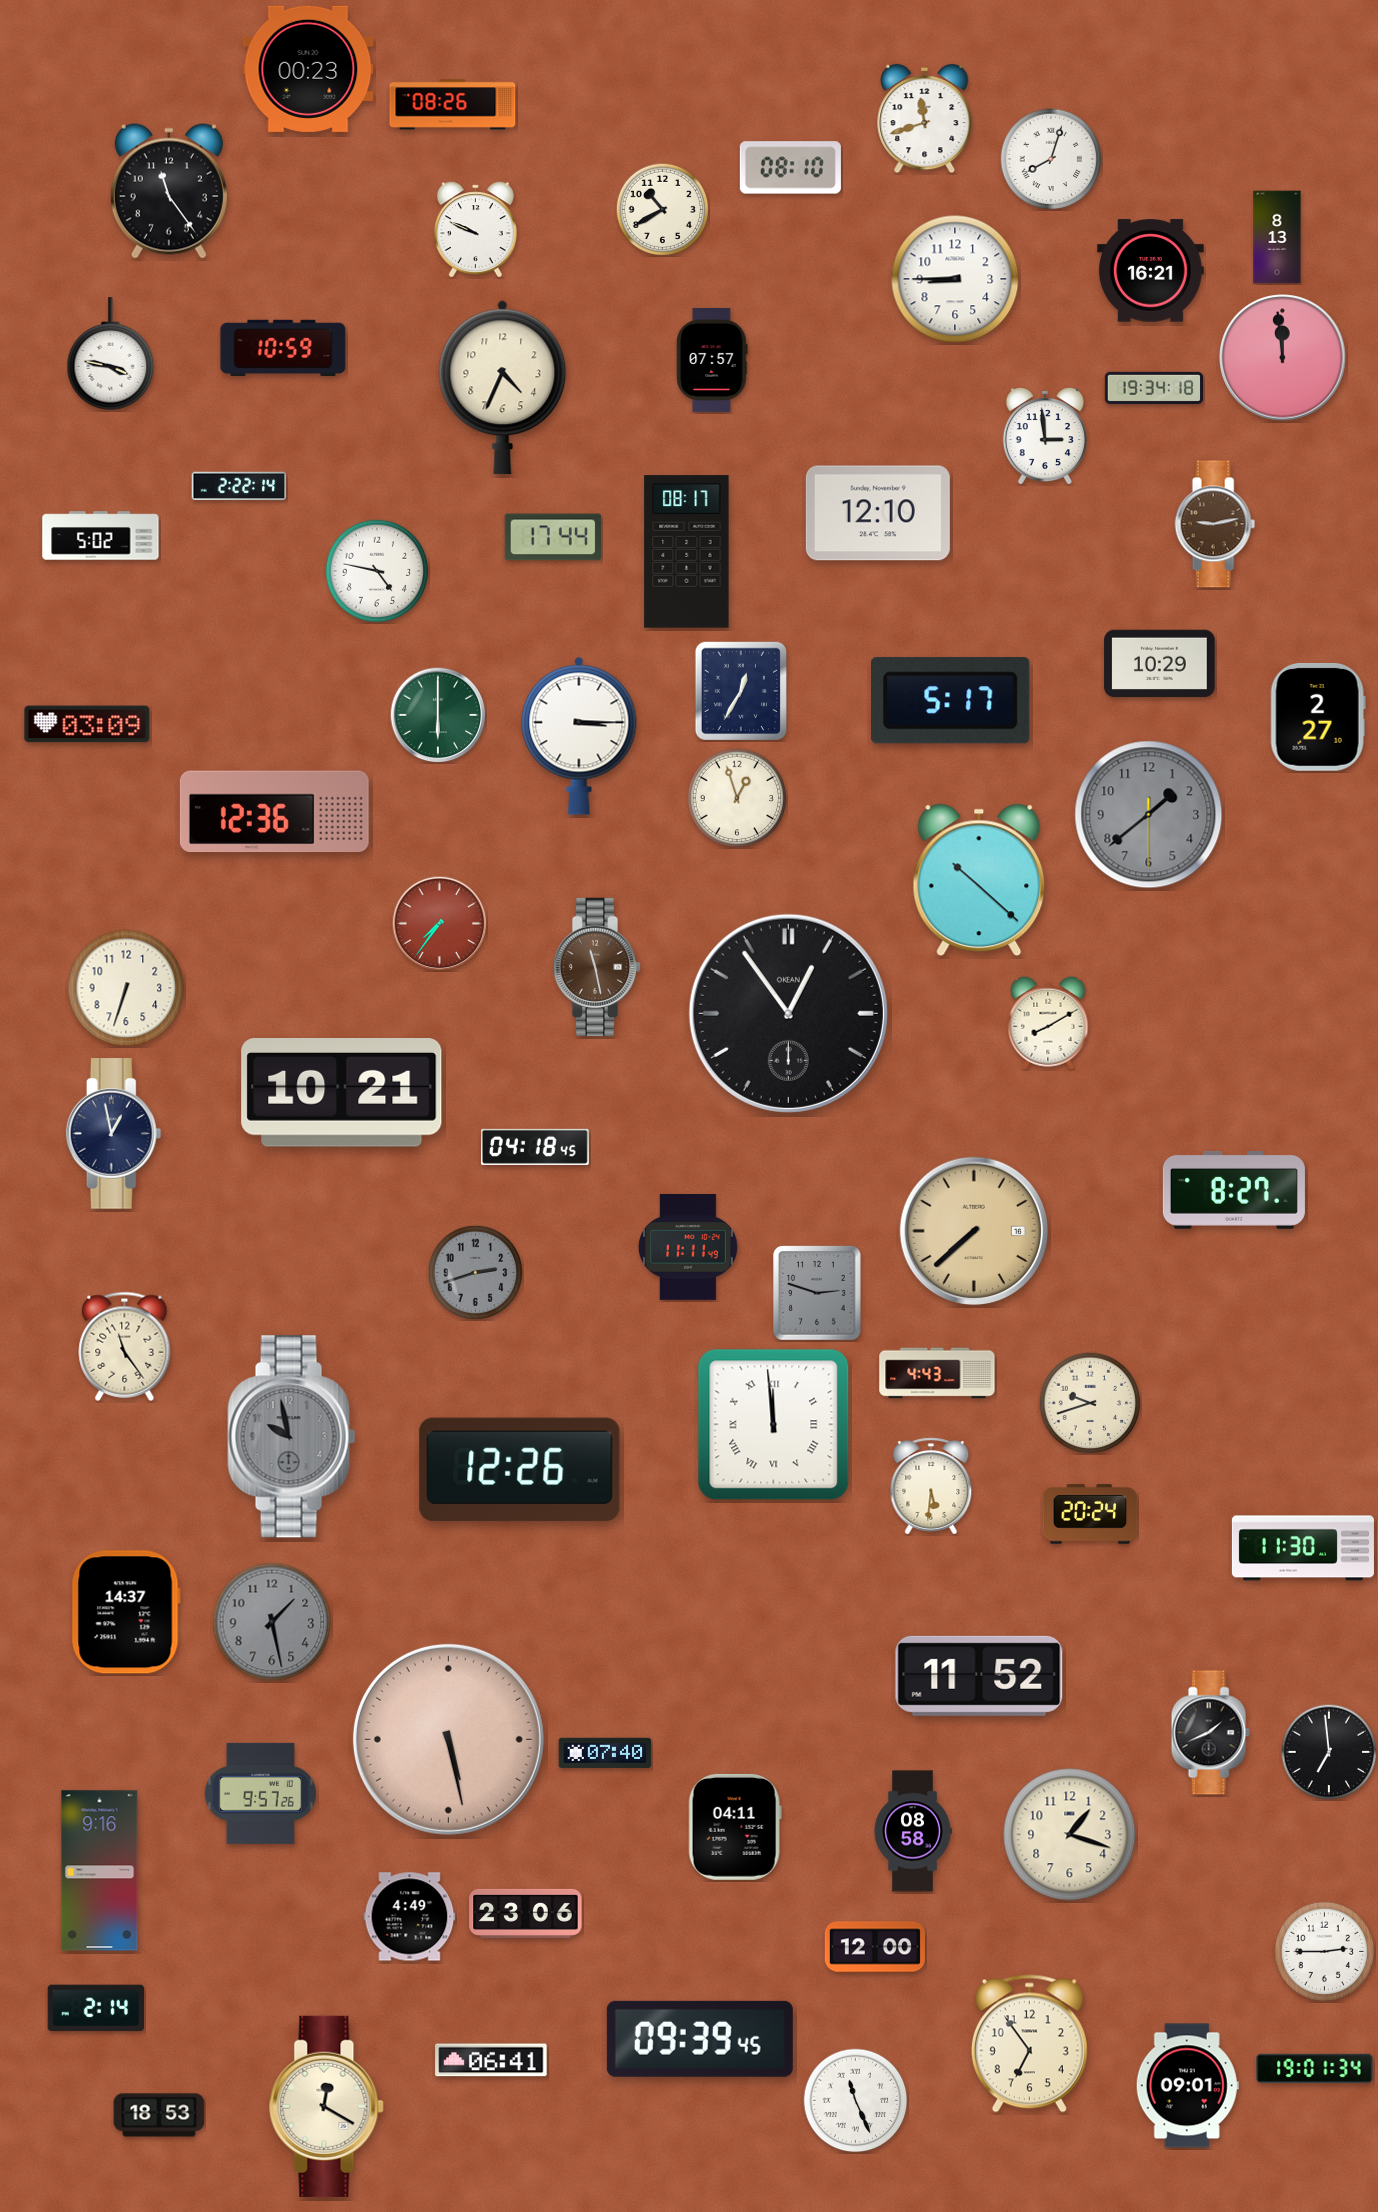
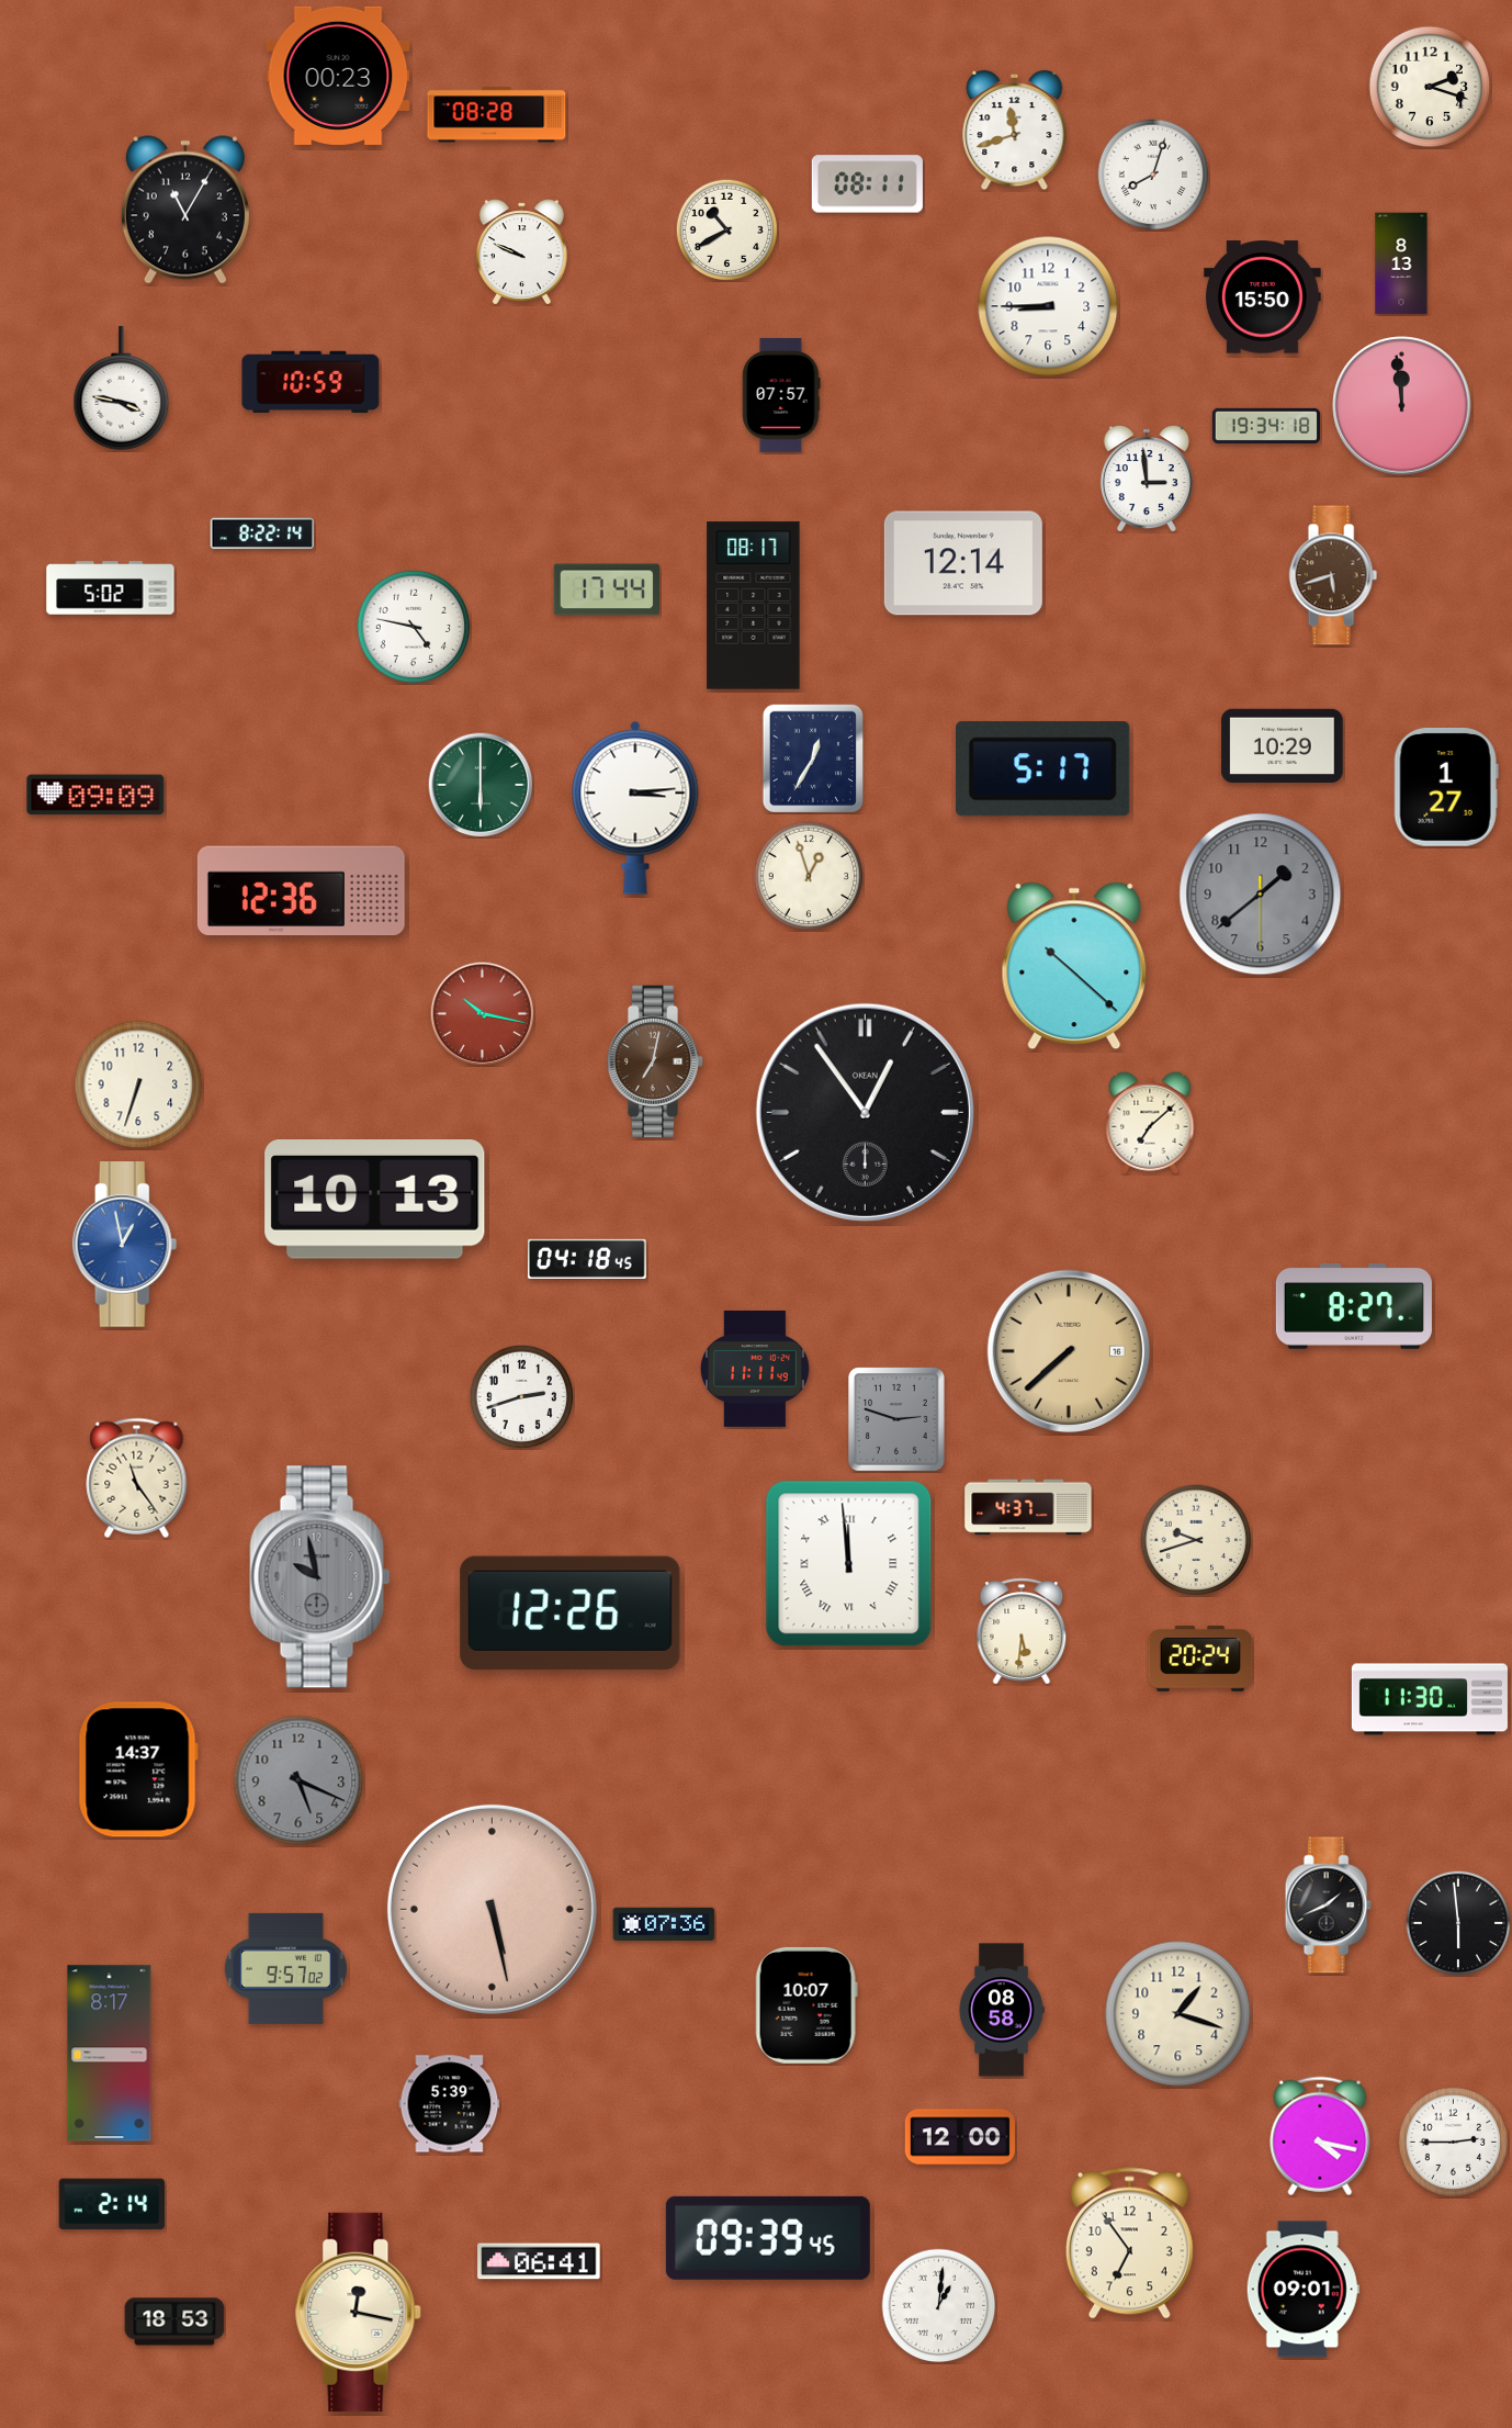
clock at (1430, 87): none -> 2:18
clock at (453, 105): 08:26 -> 08:28
clock at (790, 168): 08:10 -> 08:11
clock at (169, 191): 11:24 -> 11:05
clock at (1277, 237) position: (1277, 237) -> (1401, 263)
clock at (1150, 271): 16:21 -> 15:50
clock at (1283, 358) position: (1283, 358) -> (1402, 406)
clock at (503, 388): 4:34 -> none
clock at (239, 486): 2:22 -> 8:22
clock at (878, 513): 12:10 -> 12:14
clock at (1215, 524): 9:13 -> 5:42
clock at (1160, 663) position: (1160, 663) -> (1283, 745)
clock at (1318, 717): 2:27 -> 1:27
clock at (87, 724): 03:09 -> 09:09
clock at (579, 736): 3:15 -> 3:14
clock at (439, 923): 7:36 -> 10:17
clock at (597, 966): 11:28 -> 7:02
clock at (1048, 1023): 8:10 -> 7:08
clock at (342, 1093): 10:21 -> 10:13
clock at (114, 1134) dial: navy -> blue
clock at (475, 1272) dial: grey -> white
clock at (937, 1373): 4:43 -> 4:37
clock at (1090, 1514) position: (1090, 1514) -> (1200, 1659)
clock at (272, 1622): 1:28 -> 5:19
clock at (979, 1676): 11:52 -> none
clock at (1210, 1733) position: (1210, 1733) -> (1328, 1906)
clock at (1329, 1752): 6:59 -> 5:59
clock at (605, 1753): 07:40 -> 07:36
clock at (260, 1793): 9:57:26 -> 9:57:02
clock at (735, 1827): 04:11 -> 10:07
clock at (1070, 1835) position: (1070, 1835) -> (1178, 2014)
clock at (100, 1871): 9:16 -> 8:17
clock at (526, 1913): 23:06 -> none
clock at (410, 1917): 4:49 -> 5:39
clock at (1320, 2136): none -> 4:17
clock at (95, 2008) position: (95, 2008) -> (111, 2204)
clock at (1315, 2068): 19:01 -> none
clock at (856, 2101): 11:26 -> 1:01
clock at (327, 2106): 12:20 -> 12:17
